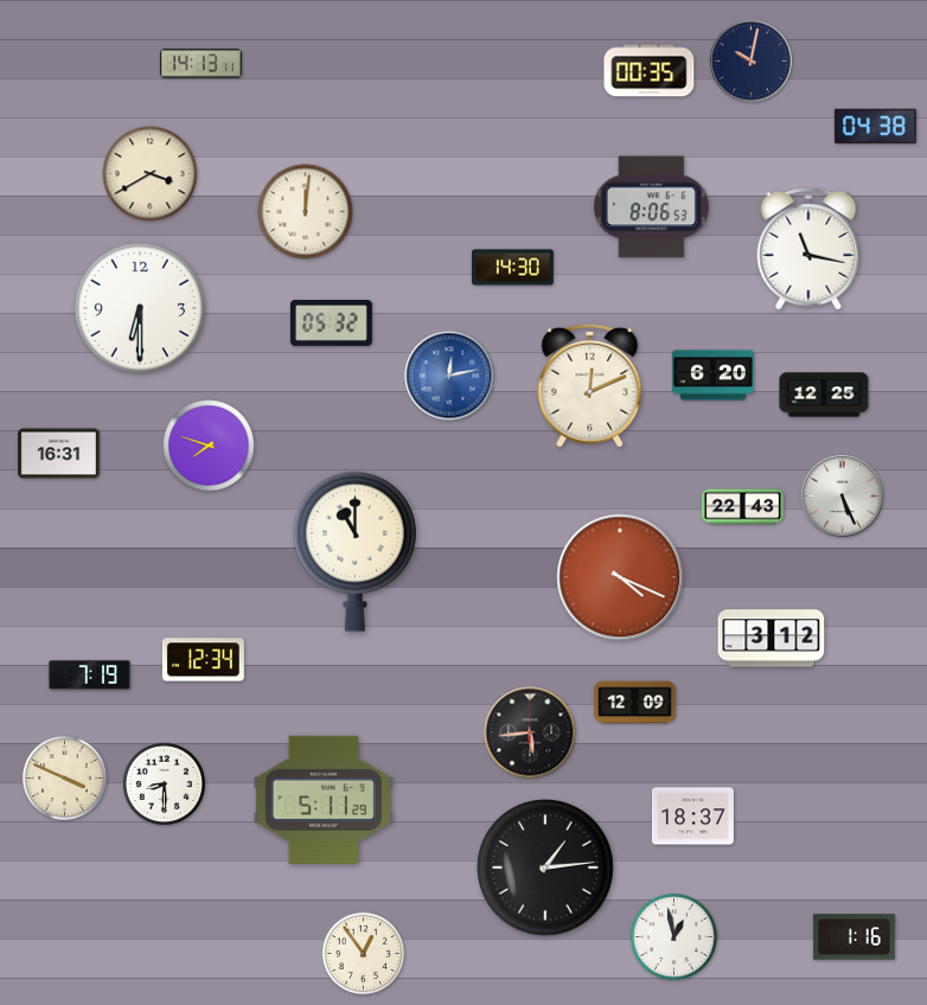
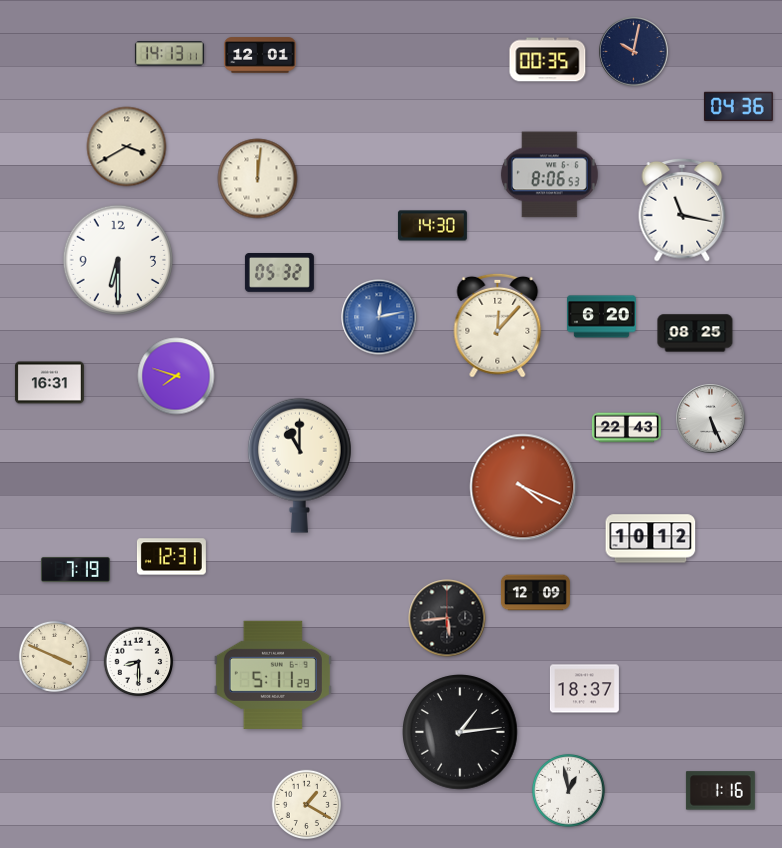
clock at (260, 55): none -> 12:01
clock at (875, 127): 04:38 -> 04:36
clock at (590, 385): 12:11 -> 12:07
clock at (824, 395): 12:25 -> 08:25
clock at (772, 639): 3:12 -> 10:12
clock at (203, 660): 12:34 -> 12:31
clock at (364, 954): 12:54 -> 1:20
